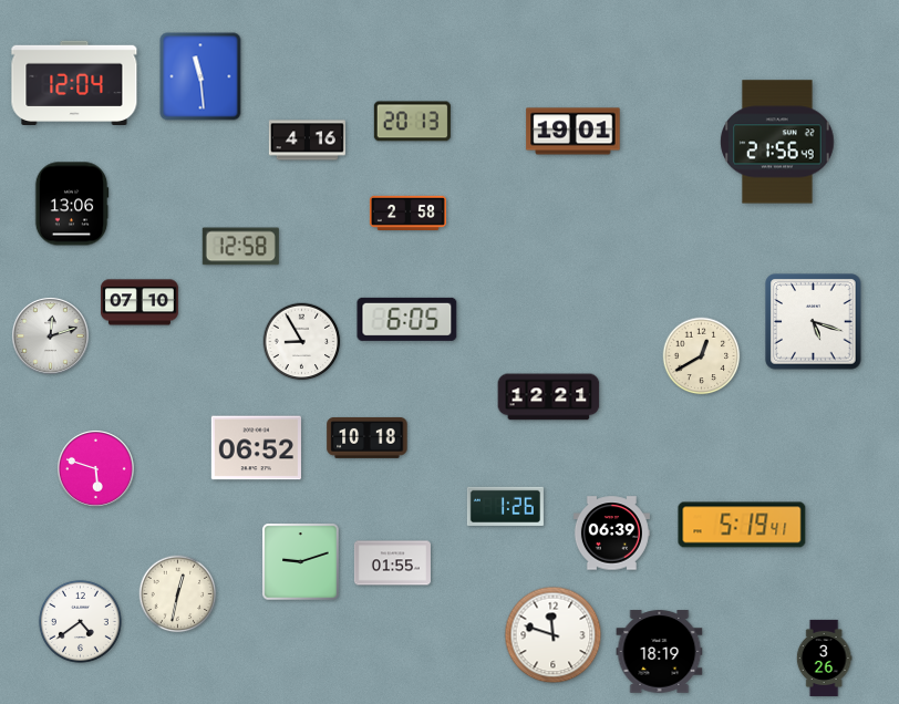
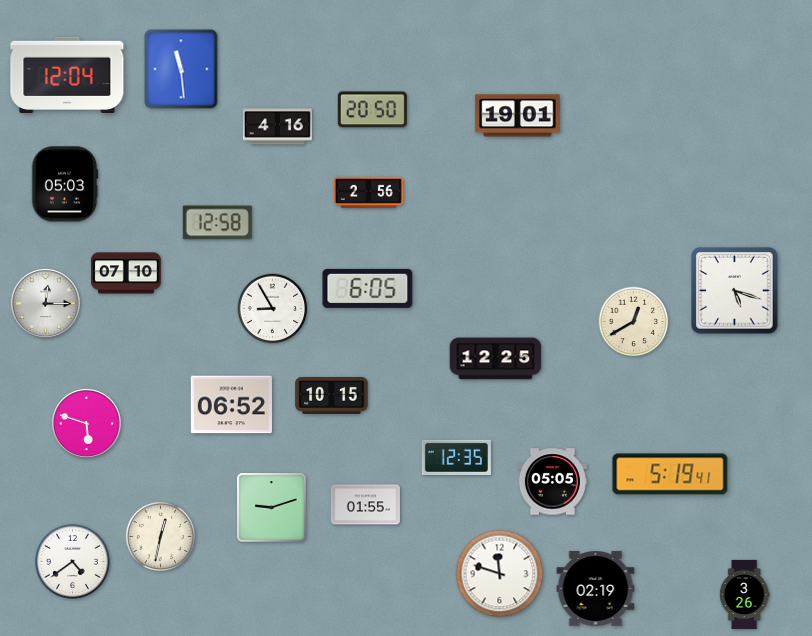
clock at (412, 122): 20:13 -> 20:50
clock at (573, 132) position: (573, 132) -> (518, 116)
clock at (777, 142): 21:56 -> none
clock at (72, 204): 13:06 -> 05:03
clock at (407, 213): 2:58 -> 2:56
clock at (50, 335): 12:12 -> 12:15
clock at (549, 397): 12:21 -> 12:25
clock at (368, 437): 10:18 -> 10:15
clock at (505, 506): 1:26 -> 12:35
clock at (611, 534): 06:39 -> 05:05
clock at (392, 563) position: (392, 563) -> (365, 505)
clock at (660, 652): 18:19 -> 02:19
